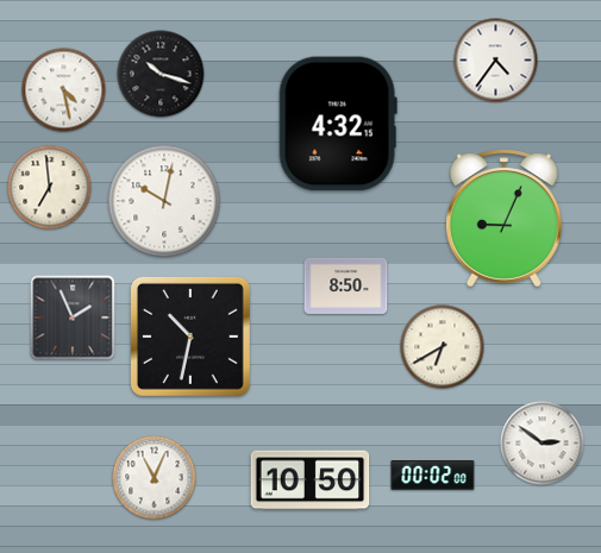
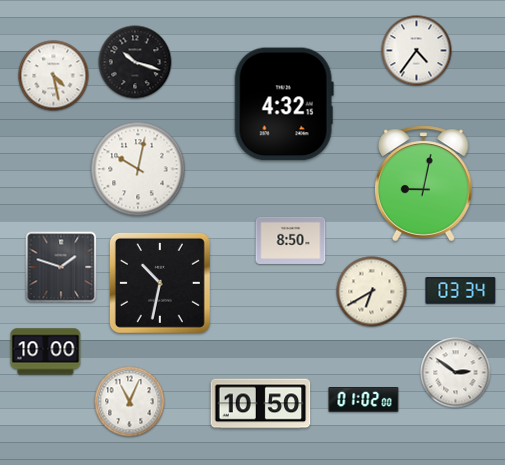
clock at (50, 188): 6:59 -> none
clock at (503, 219): 9:04 -> 9:02
clock at (73, 318): 1:56 -> 1:48
clock at (461, 291): none -> 03:34
clock at (46, 352): none -> 10:00
clock at (433, 476): 00:02 -> 01:02
